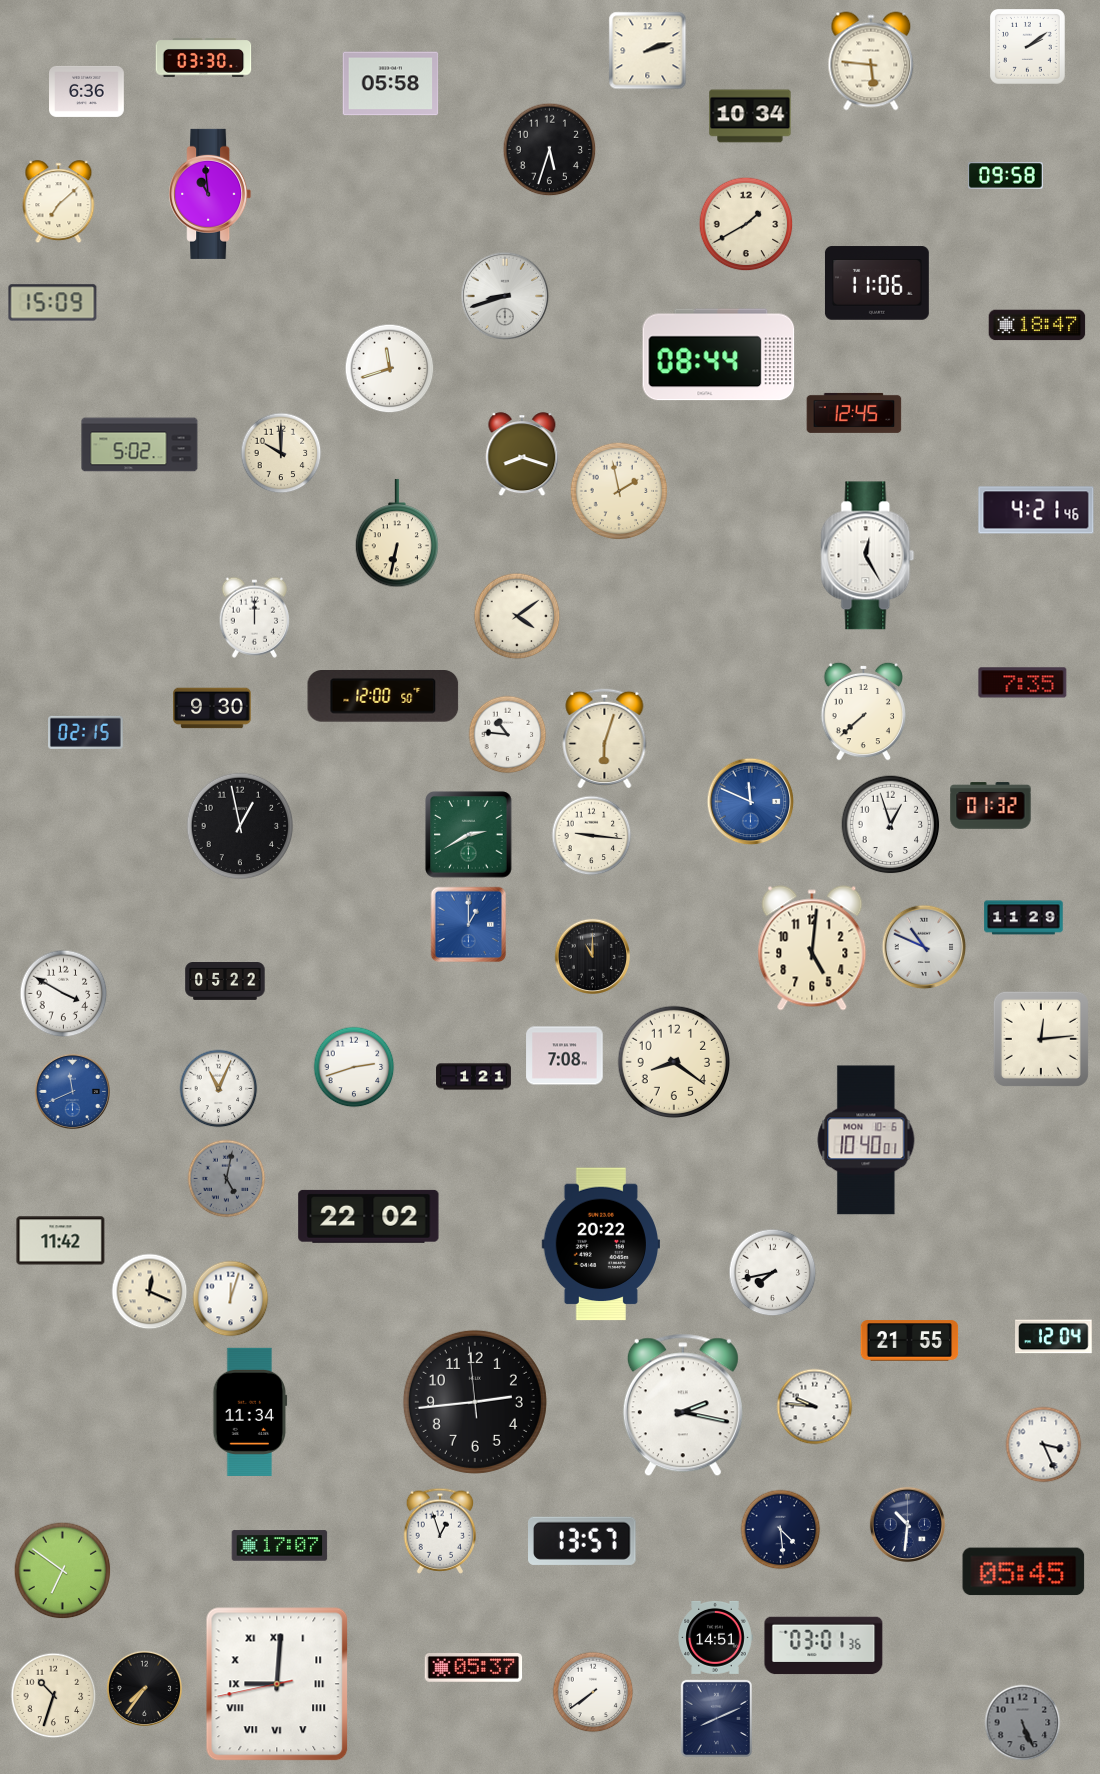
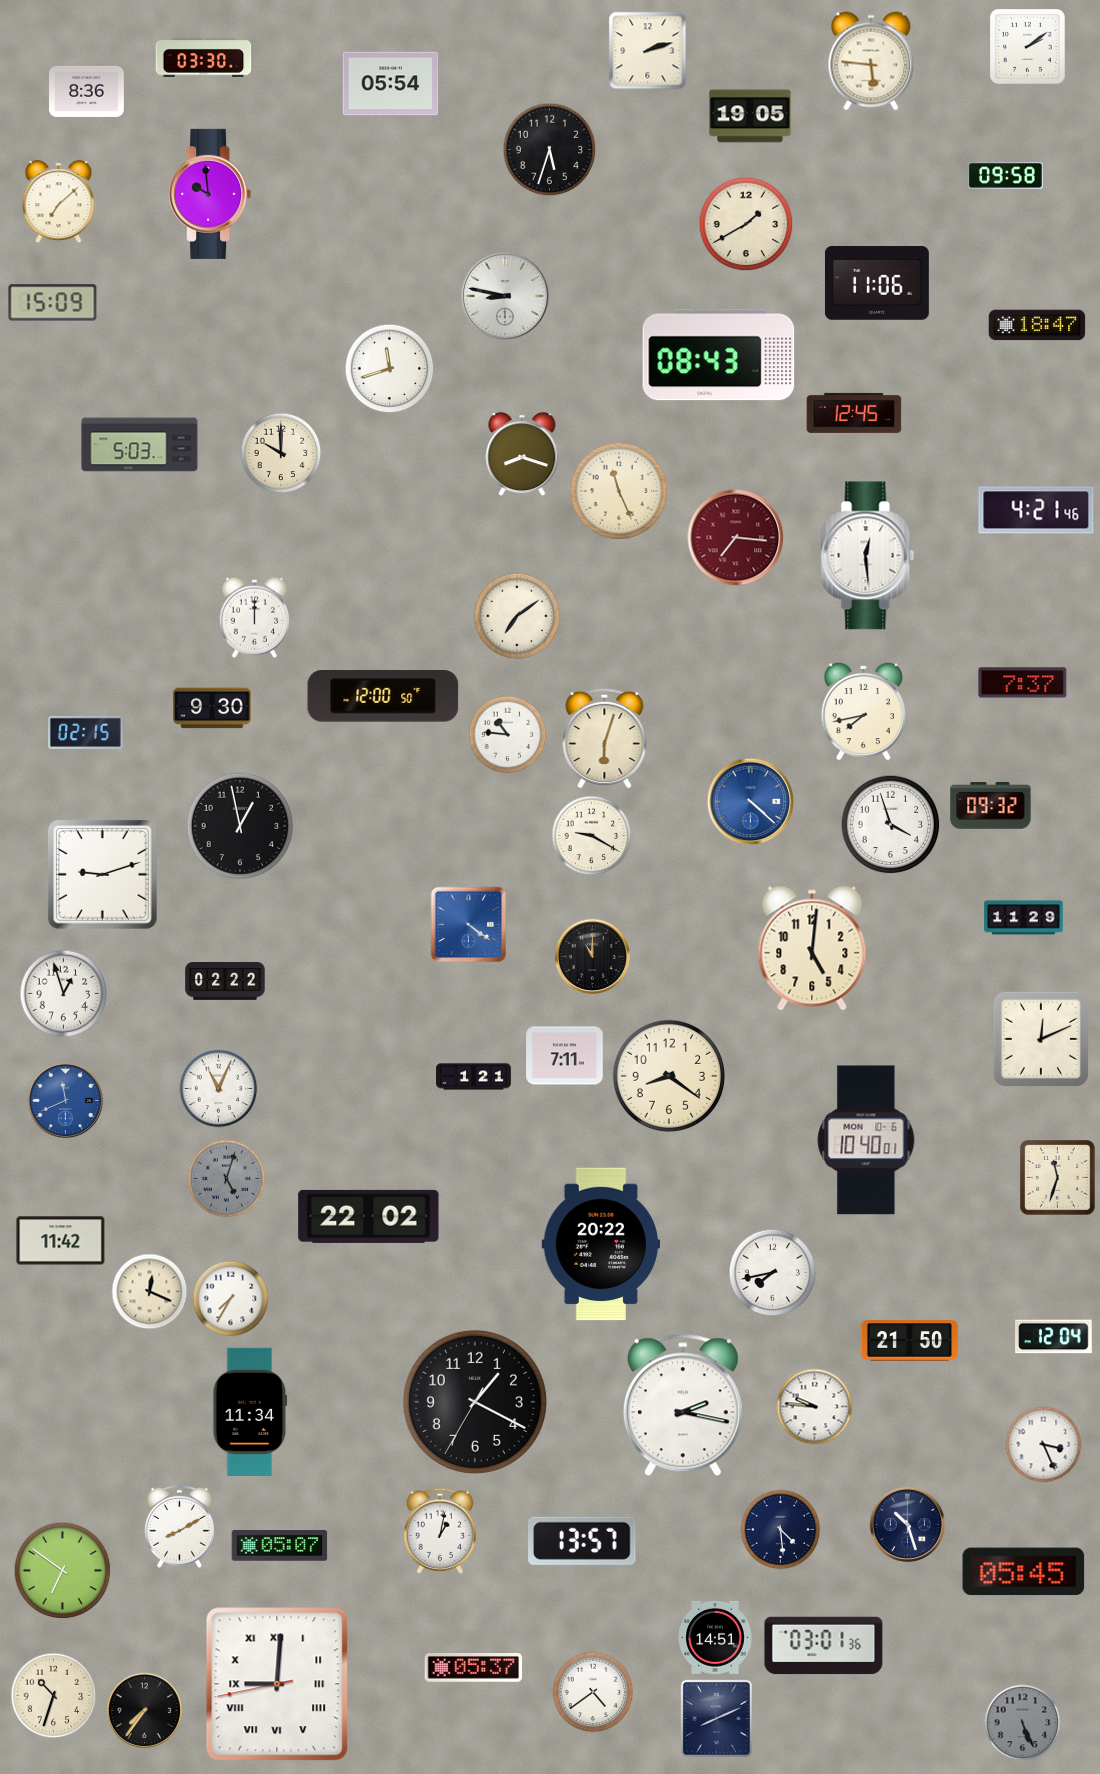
clock at (391, 84): 05:58 -> 05:54
clock at (87, 91): 6:36 -> 8:36
clock at (750, 116): 10:34 -> 19:05
clock at (210, 194): 10:59 -> 9:59
clock at (505, 296): 8:42 -> 8:47
clock at (719, 355): 08:44 -> 08:43
clock at (140, 445): 5:02 -> 5:03
clock at (619, 491): 1:58 -> 11:26
clock at (396, 534): 6:32 -> none
clock at (736, 538): none -> 7:16
clock at (868, 556): 12:25 -> 12:29
clock at (517, 616): 4:09 -> 7:09
clock at (1023, 683): 7:35 -> 7:37
clock at (863, 711): 7:38 -> 7:43
clock at (751, 802): 11:49 -> 4:22
clock at (991, 806): 01:32 -> 09:32
clock at (891, 825): 12:57 -> 3:57
clock at (469, 835): 2:40 -> none
clock at (592, 836): 9:16 -> 9:20
clock at (102, 874): none -> 9:12
clock at (469, 925): 1:00 -> 4:21
clock at (924, 947): 10:49 -> none
clock at (225, 982): 05:22 -> 02:22
clock at (64, 994): 3:50 -> 12:57
clock at (1041, 1039): 12:14 -> 12:11
clock at (565, 1056): 7:08 -> 7:11
clock at (673, 1061) position: (673, 1061) -> (668, 1075)
clock at (354, 1067): 2:42 -> none
clock at (72, 1091) position: (72, 1091) -> (65, 1100)
clock at (1058, 1178): none -> 11:33
clock at (227, 1179): 5:02 -> 5:03
clock at (231, 1299): 12:03 -> 7:35
clock at (910, 1341): 21:55 -> 21:50
clock at (475, 1402): 2:43 -> 1:19
clock at (907, 1524): 10:31 -> 10:27
clock at (179, 1526): none -> 8:10
clock at (440, 1531): 12:57 -> 1:02
clock at (280, 1546): 17:07 -> 05:07
clock at (144, 1688) position: (144, 1688) -> (144, 1710)
clock at (593, 1692): 7:39 -> 4:39
